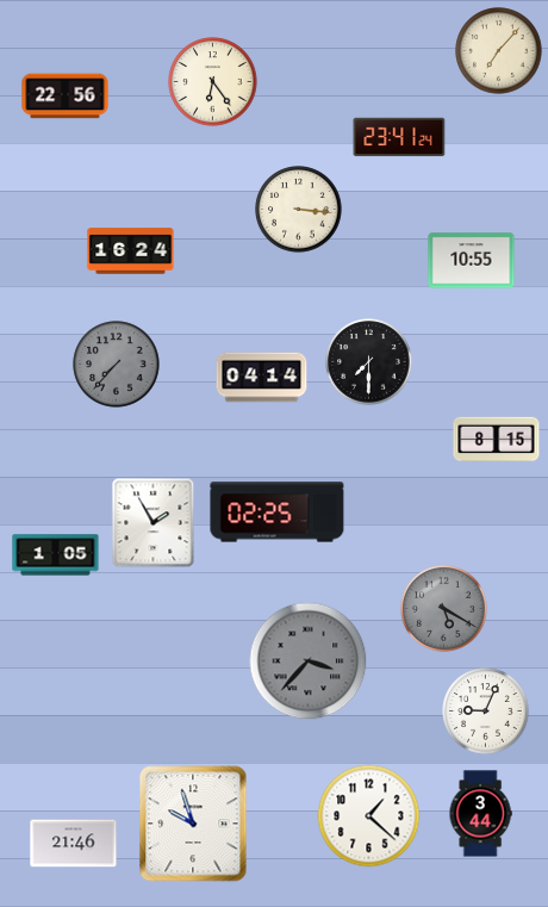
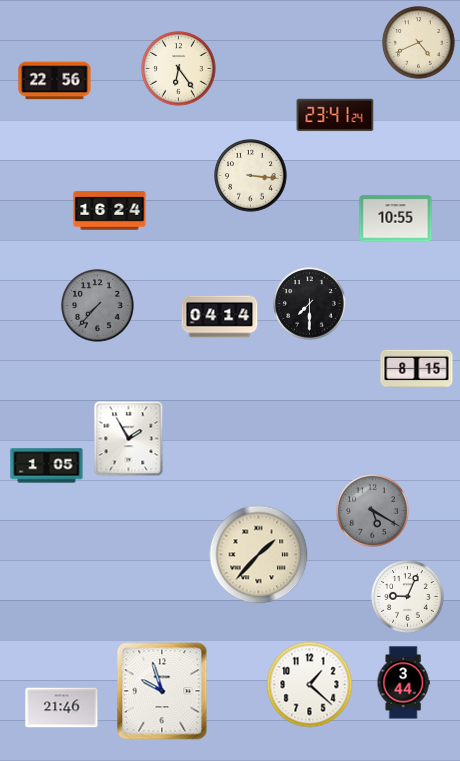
clock at (499, 51): 7:07 -> 4:41
clock at (278, 512): 02:25 -> none
clock at (309, 661): 3:37 -> 1:37
clock at (309, 661) dial: grey -> cream
